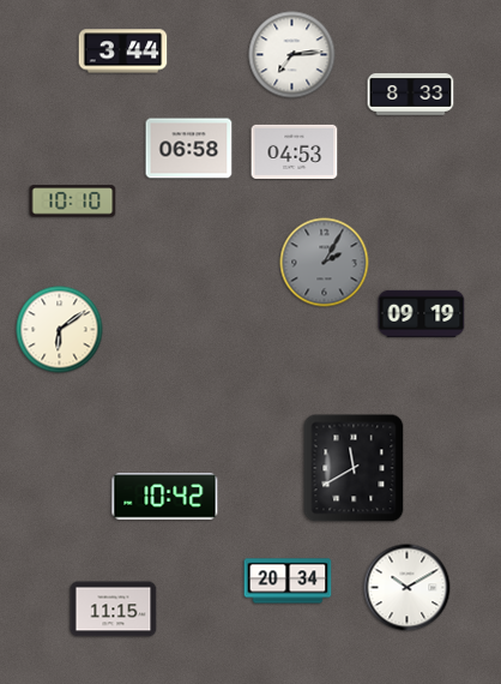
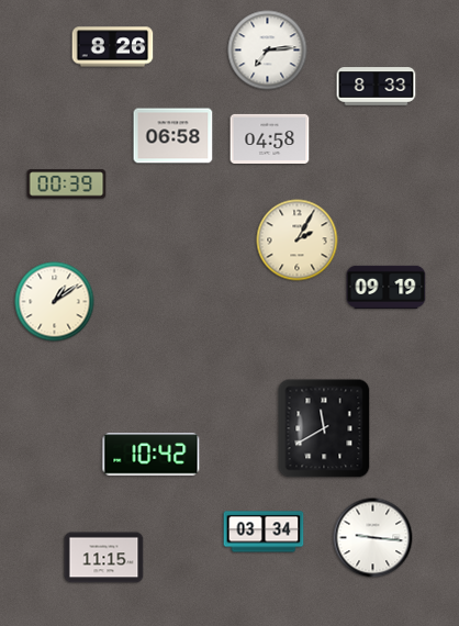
clock at (123, 52): 3:44 -> 8:26
clock at (295, 151): 04:53 -> 04:58
clock at (73, 202): 10:10 -> 00:39
clock at (325, 263) dial: grey -> cream
clock at (60, 330): 6:09 -> 1:09
clock at (288, 581): 20:34 -> 03:34
clock at (408, 588): 10:10 -> 9:16
